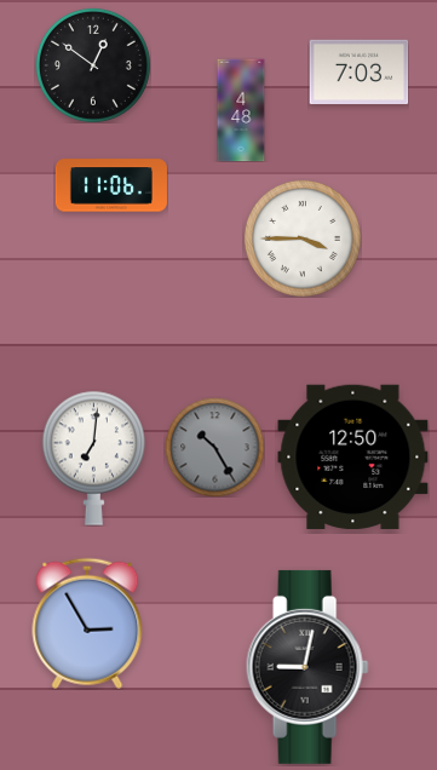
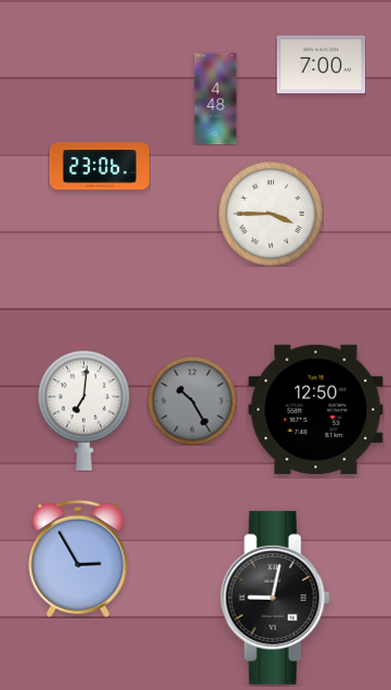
clock at (93, 65): 12:51 -> none
clock at (358, 71): 7:03 -> 7:00
clock at (111, 185): 11:06 -> 23:06
